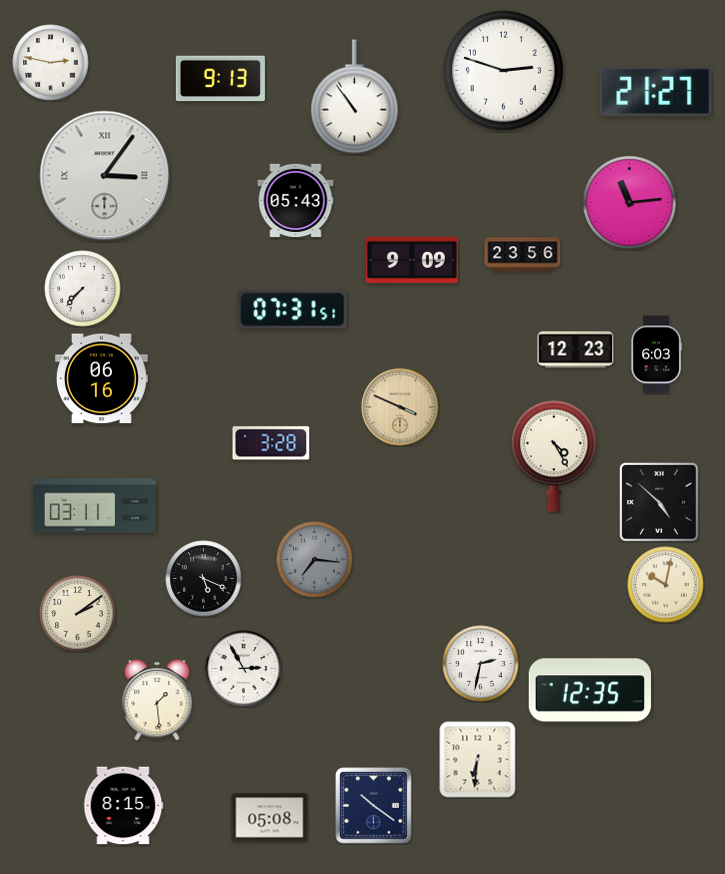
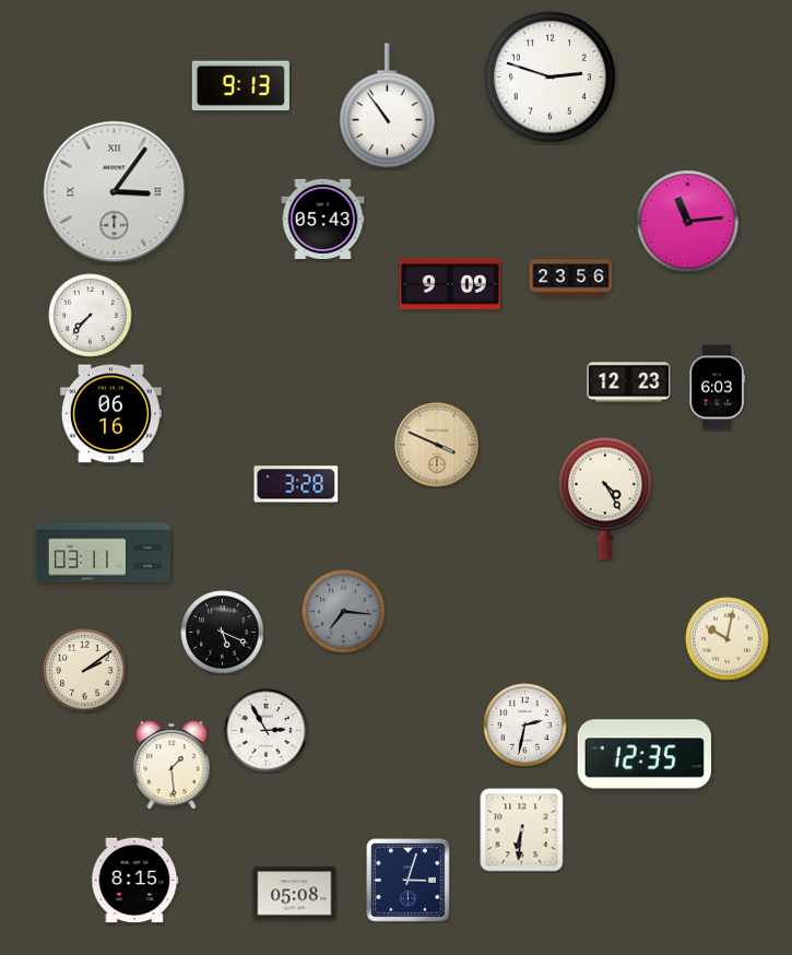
clock at (51, 63): 2:47 -> none
clock at (656, 91): 21:27 -> none
clock at (293, 310): 07:31 -> none
clock at (659, 502): 4:52 -> none
clock at (374, 806): 10:21 -> 3:03
